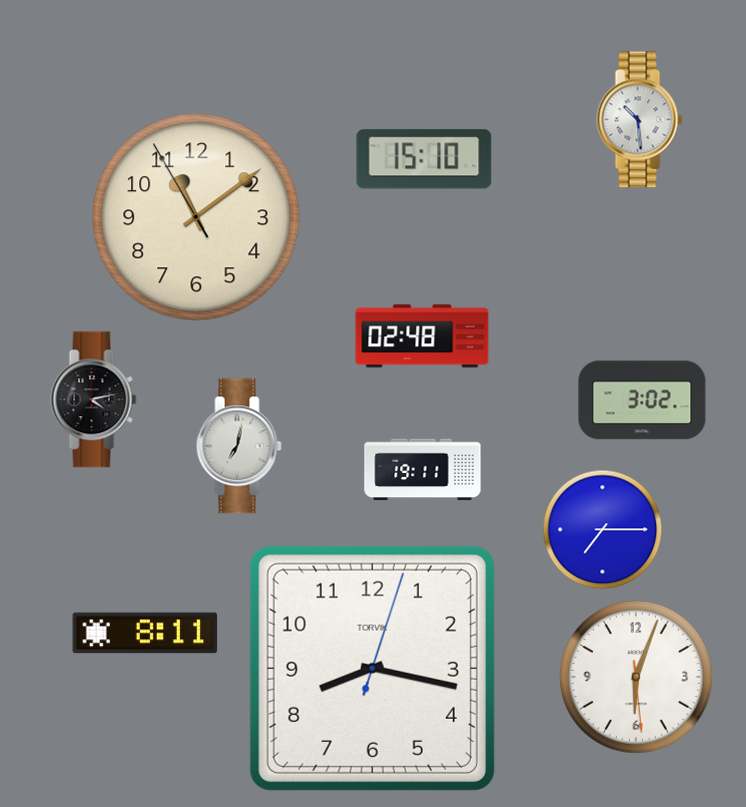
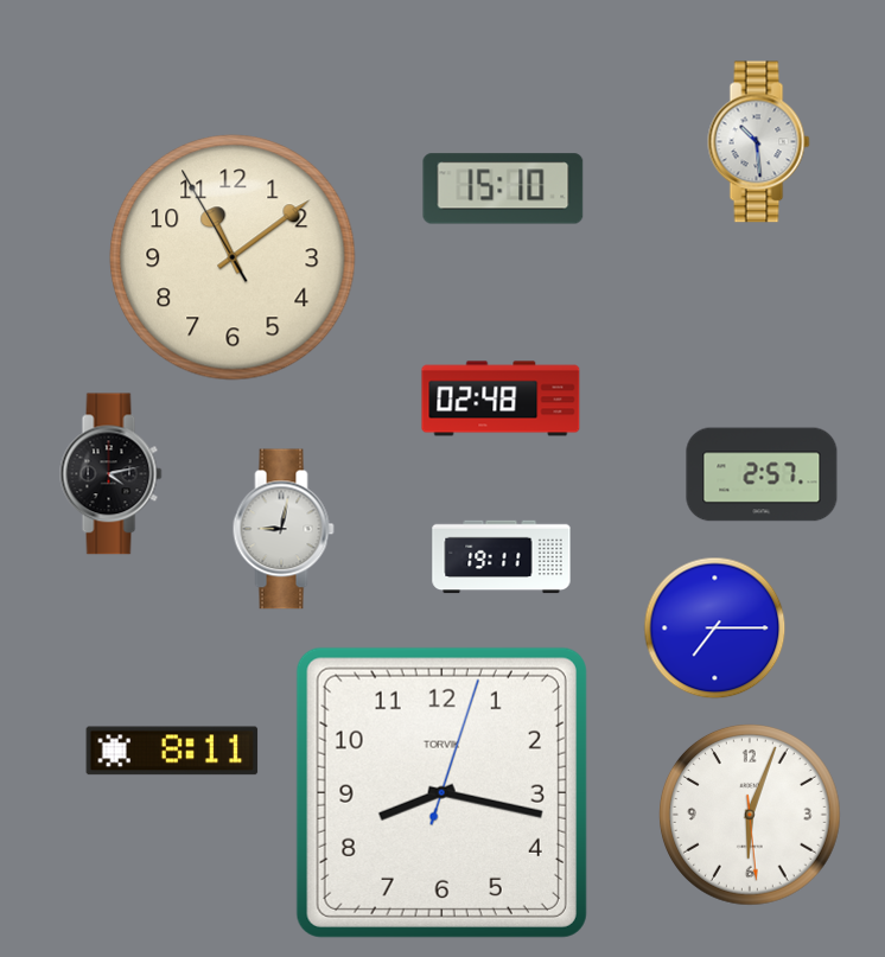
clock at (642, 400): 3:02 -> 2:57
clock at (239, 446): 7:02 -> 9:02
clock at (637, 678) position: (637, 678) -> (751, 816)
